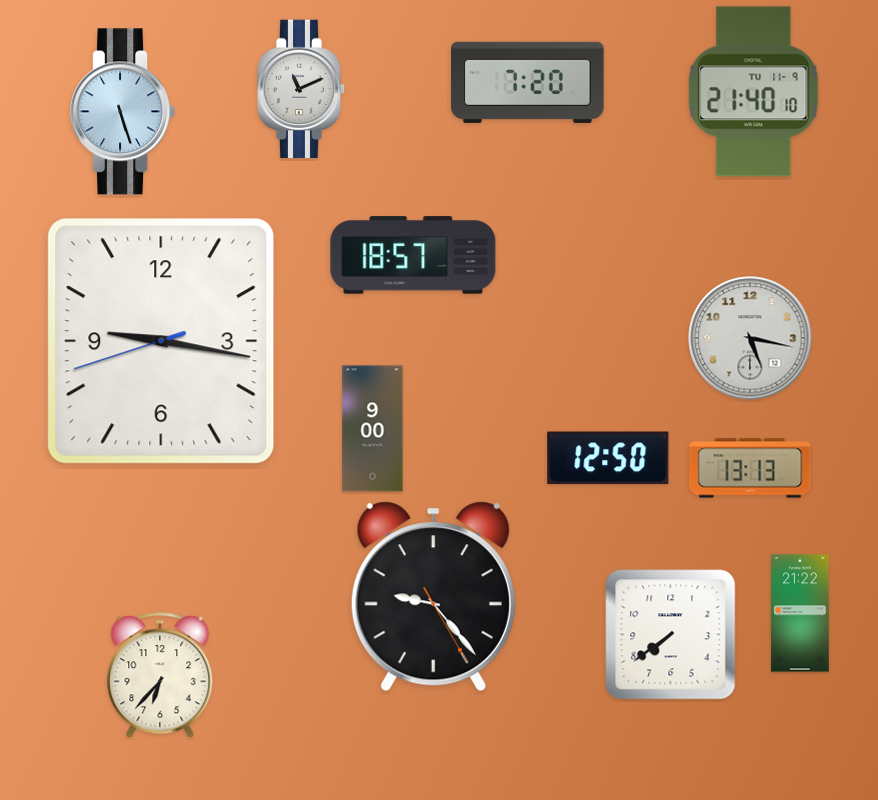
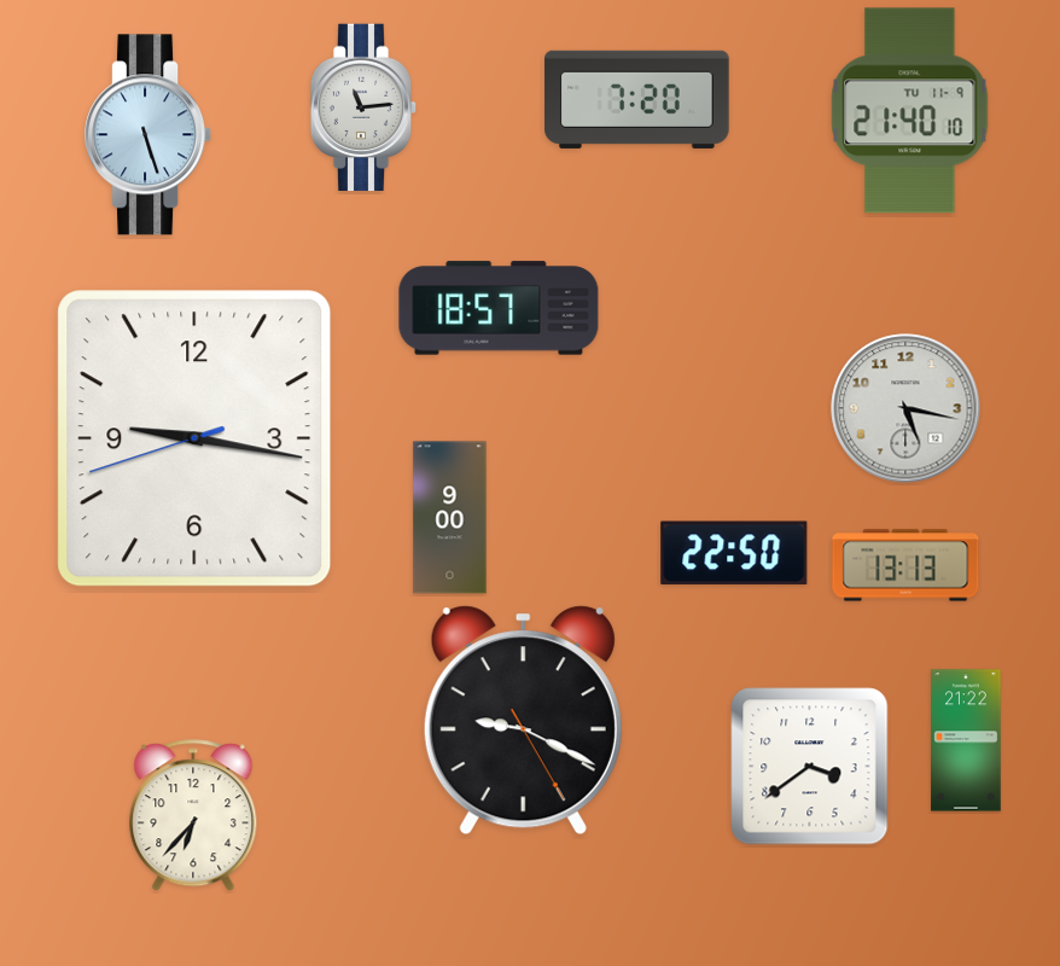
clock at (301, 89): 11:11 -> 11:14
clock at (161, 341) position: (161, 341) -> (194, 438)
clock at (608, 458): 12:50 -> 22:50
clock at (433, 597): 9:23 -> 9:19
clock at (671, 635): 7:39 -> 3:39
